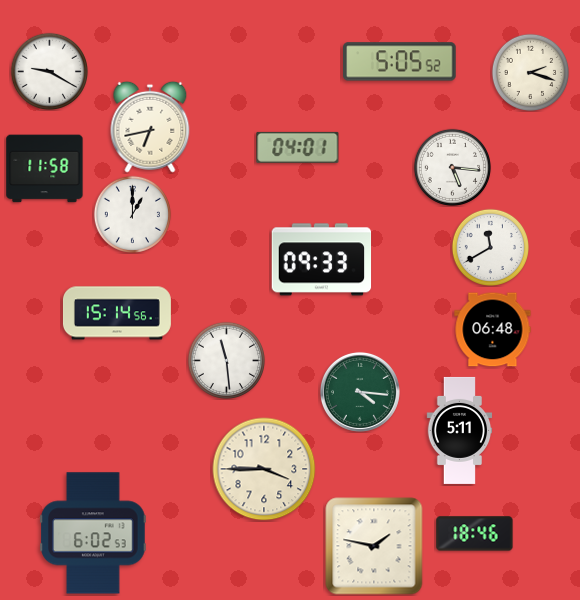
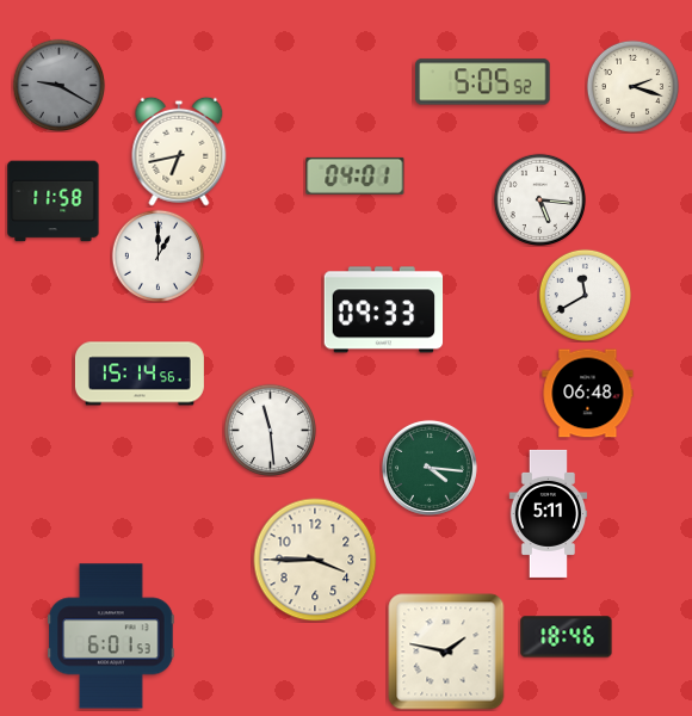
clock at (400, 62) position: (400, 62) -> (483, 82)
clock at (49, 71) dial: white -> grey
clock at (93, 533): 6:02 -> 6:01
